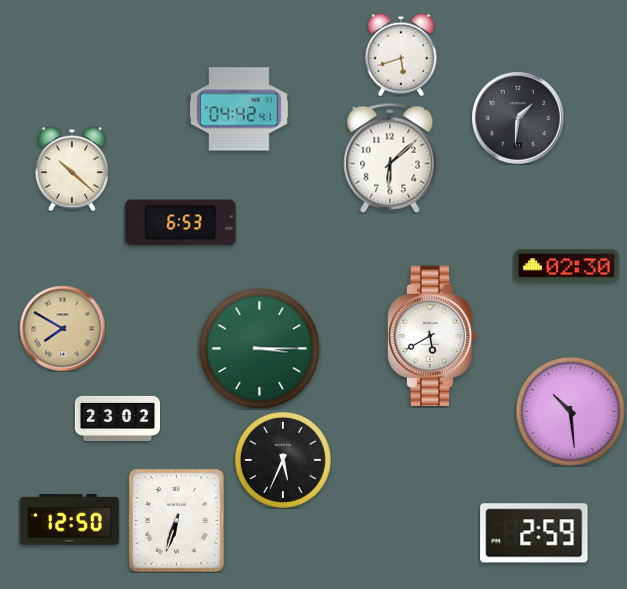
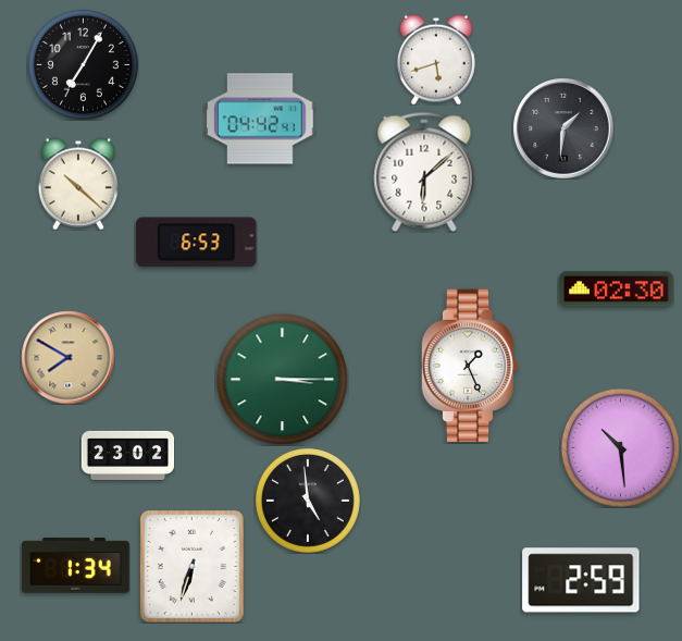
clock at (83, 64): none -> 7:05
clock at (432, 336): 5:40 -> 1:26
clock at (283, 460): 5:34 -> 4:59
clock at (70, 520): 12:50 -> 1:34
